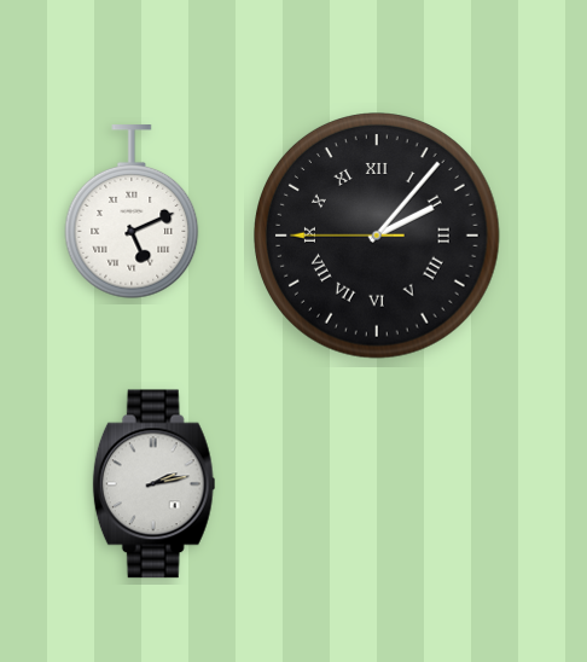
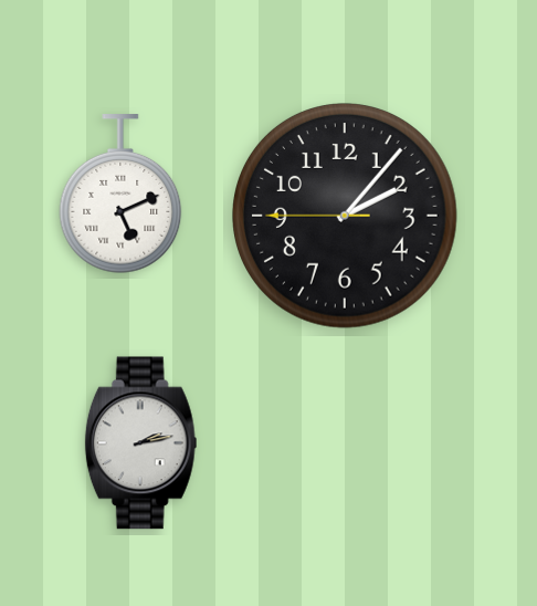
clock at (378, 237) numerals: Roman -> Arabic
